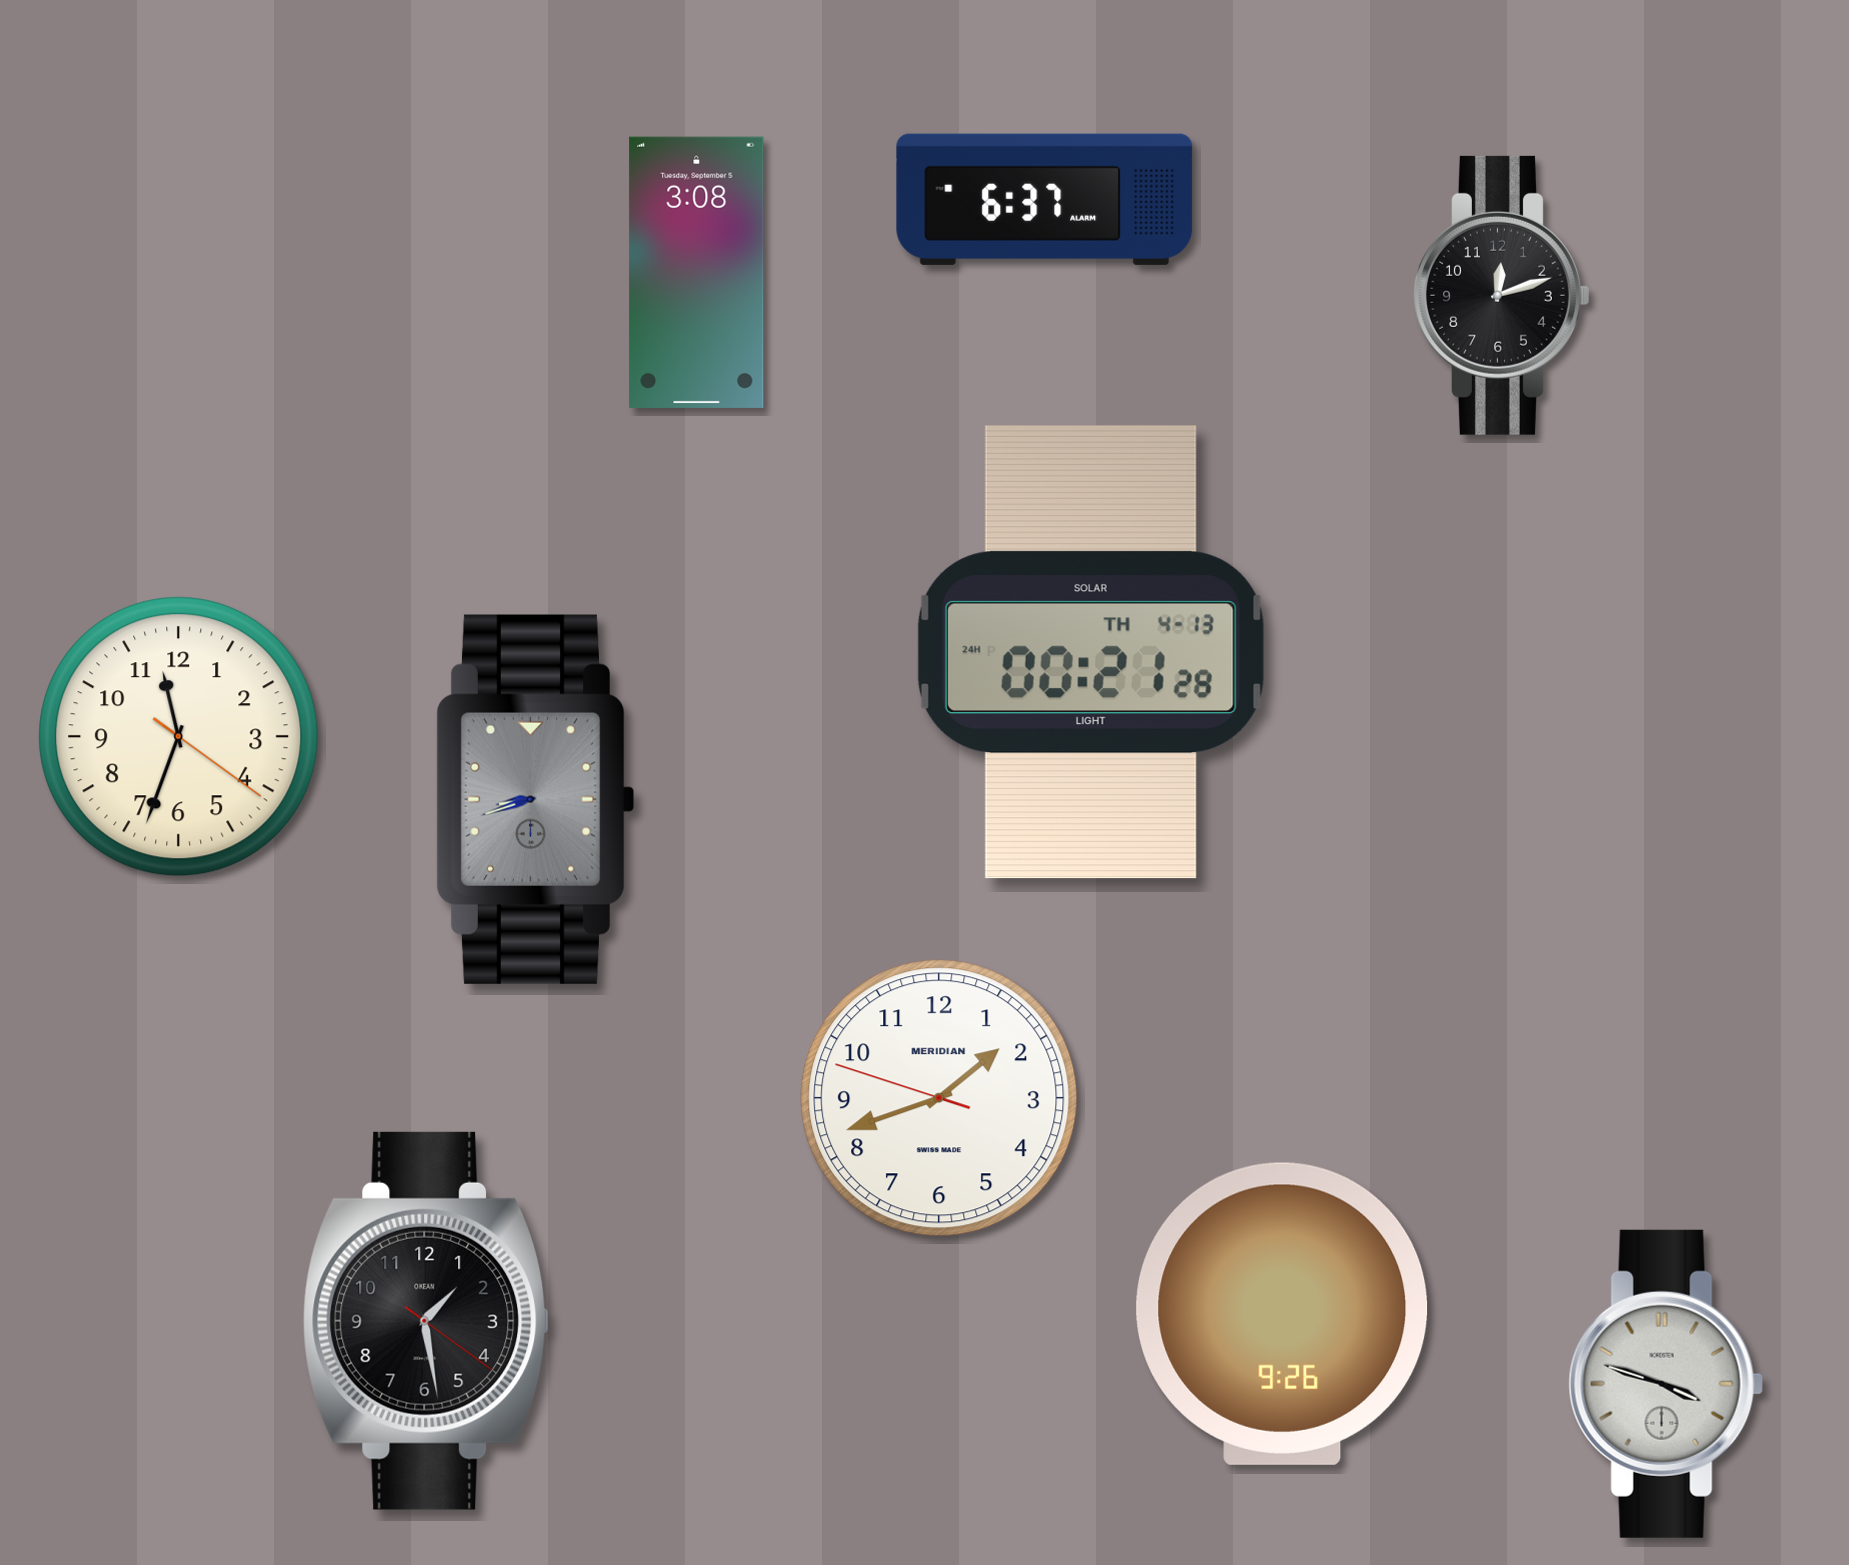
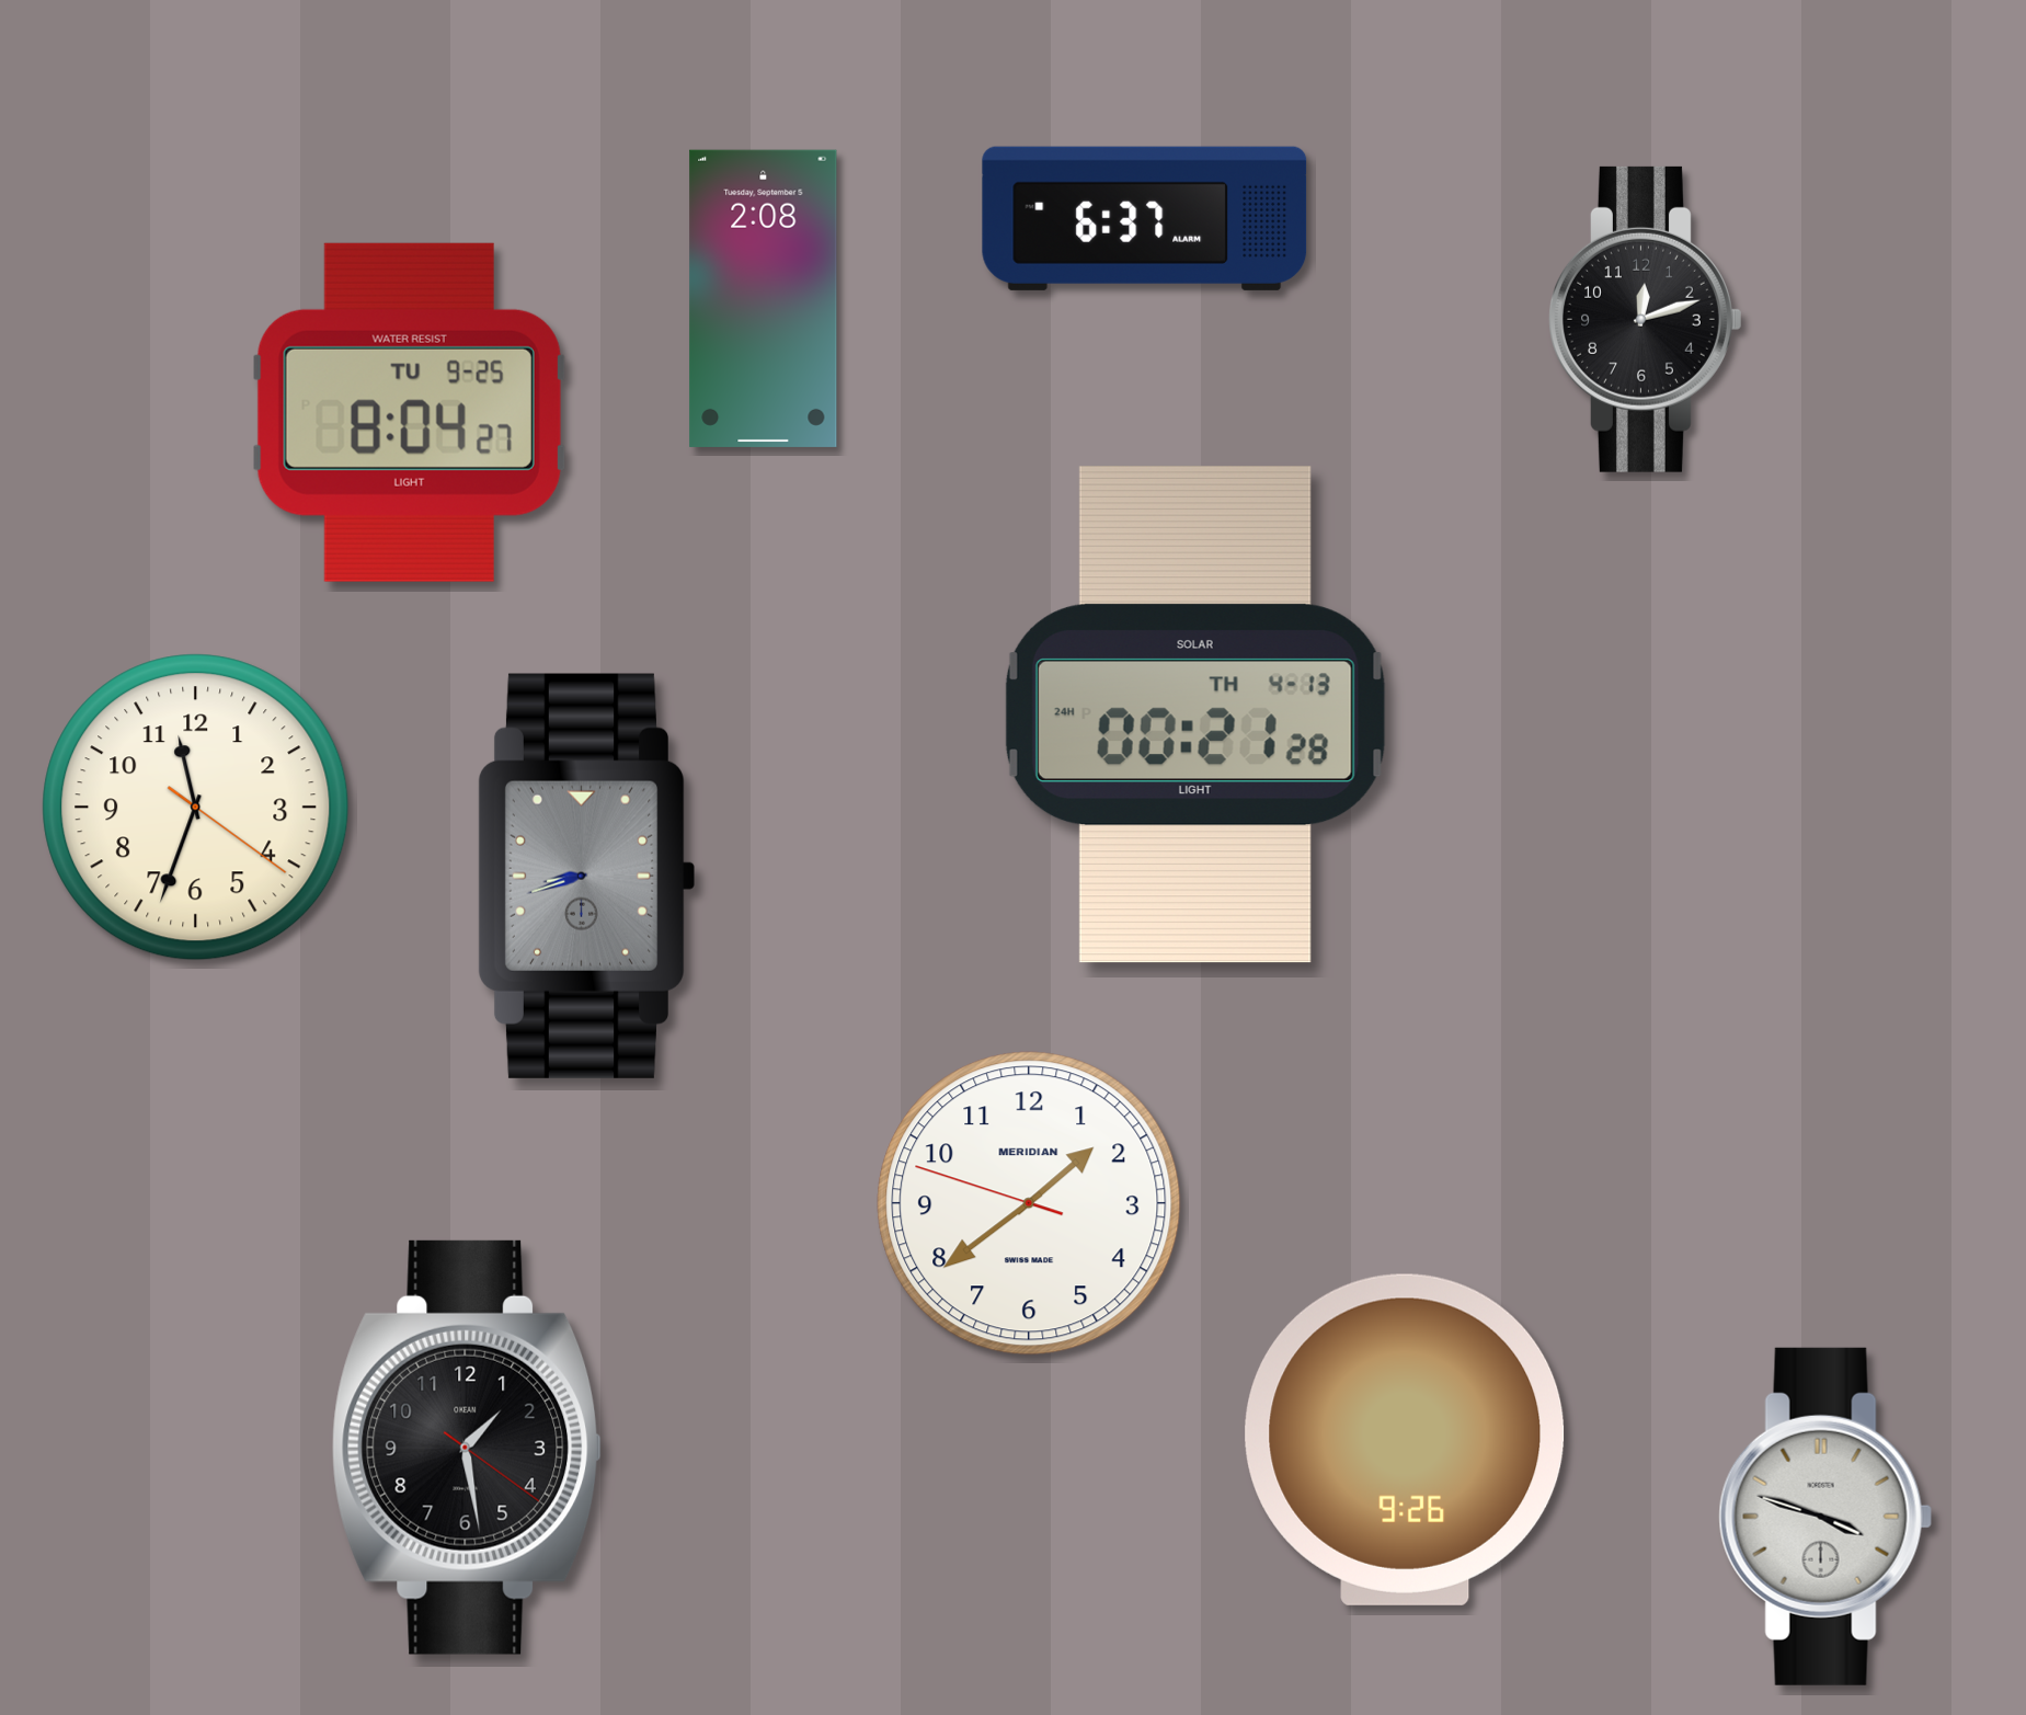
clock at (697, 272): 3:08 -> 2:08
clock at (1501, 295) position: (1501, 295) -> (1645, 319)
clock at (409, 412): none -> 8:04
clock at (939, 1098): 1:41 -> 1:38
